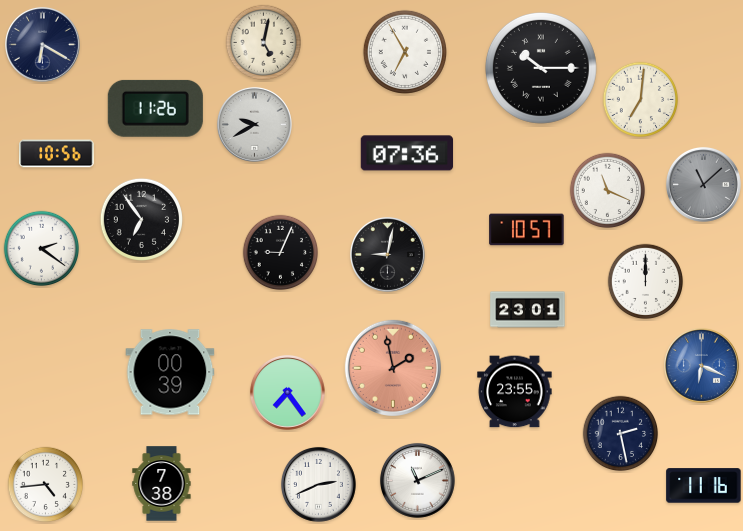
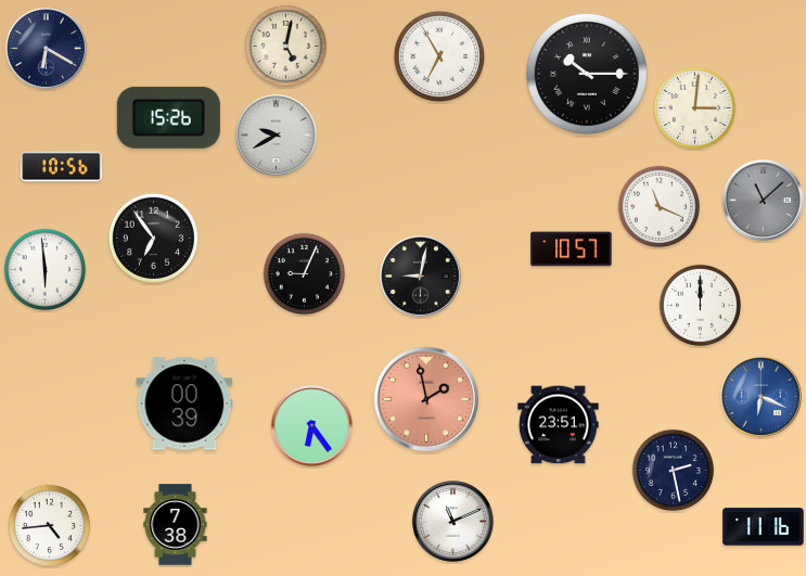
clock at (641, 100): 7:01 -> 3:01
clock at (155, 108): 11:26 -> 15:26
clock at (407, 153): 07:36 -> none
clock at (42, 249): 2:21 -> 5:59
clock at (528, 310): 23:01 -> none
clock at (287, 392): 7:24 -> 6:24
clock at (515, 392): 23:55 -> 23:51
clock at (318, 484): 2:41 -> none
